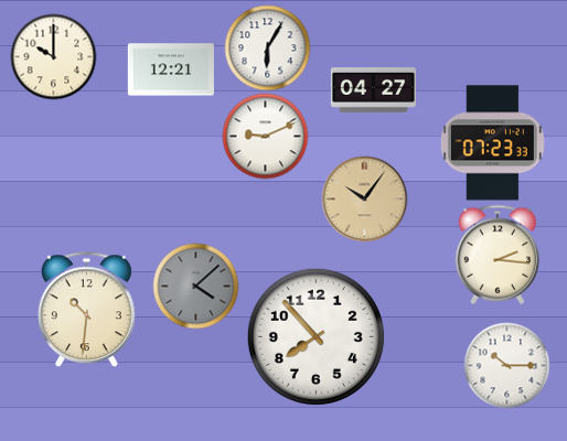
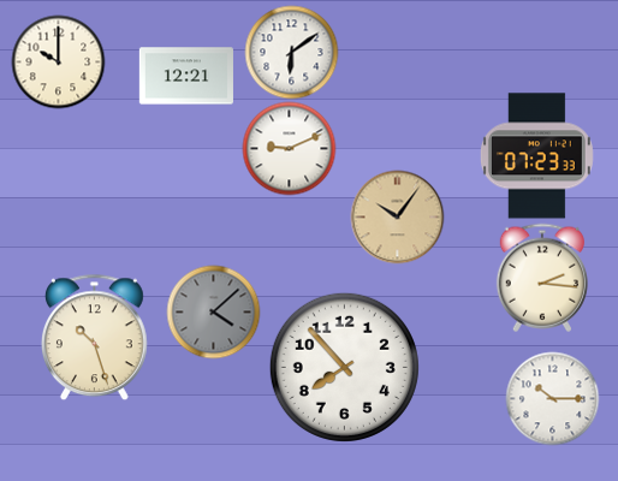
clock at (267, 47): 6:05 -> 6:09
clock at (373, 90): 04:27 -> none
clock at (87, 309): 10:31 -> 10:27
